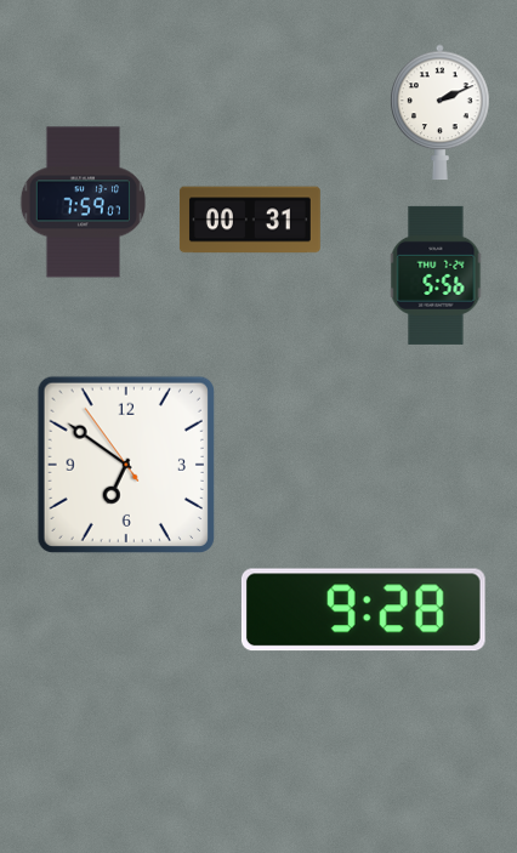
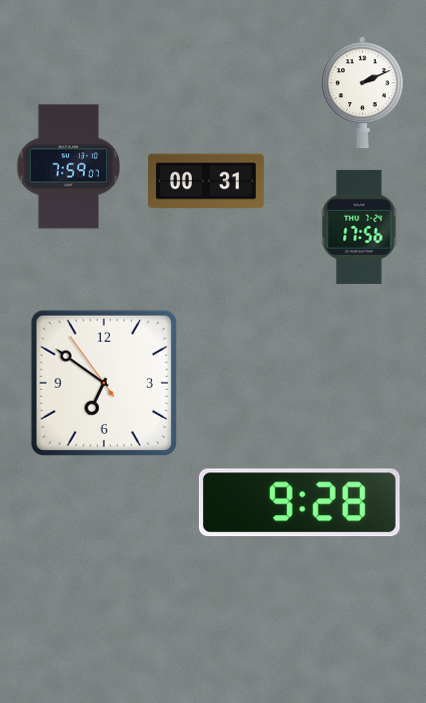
clock at (436, 275): 5:56 -> 17:56
